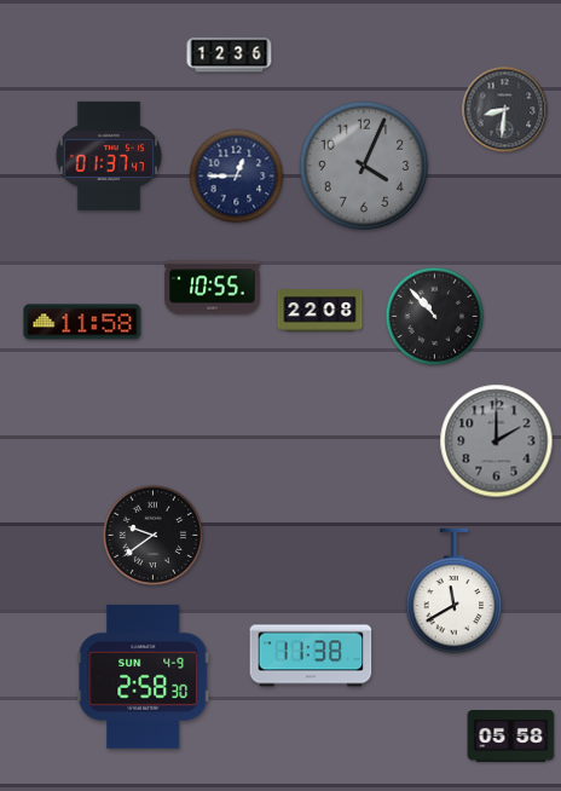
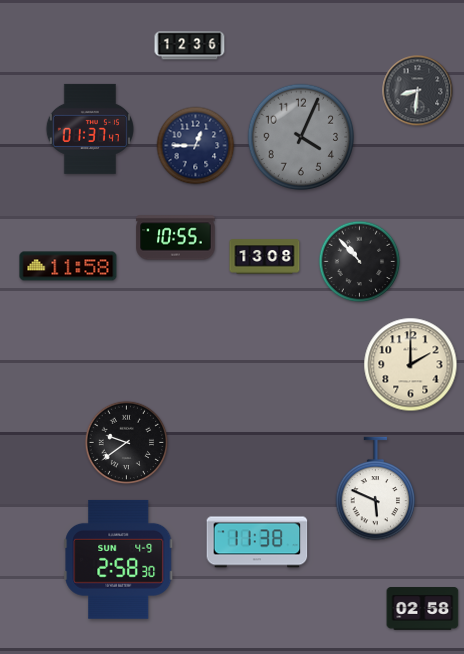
clock at (320, 311): 22:08 -> 13:08
clock at (497, 441) dial: grey -> cream
clock at (455, 591): 11:40 -> 5:49
clock at (511, 737): 05:58 -> 02:58
